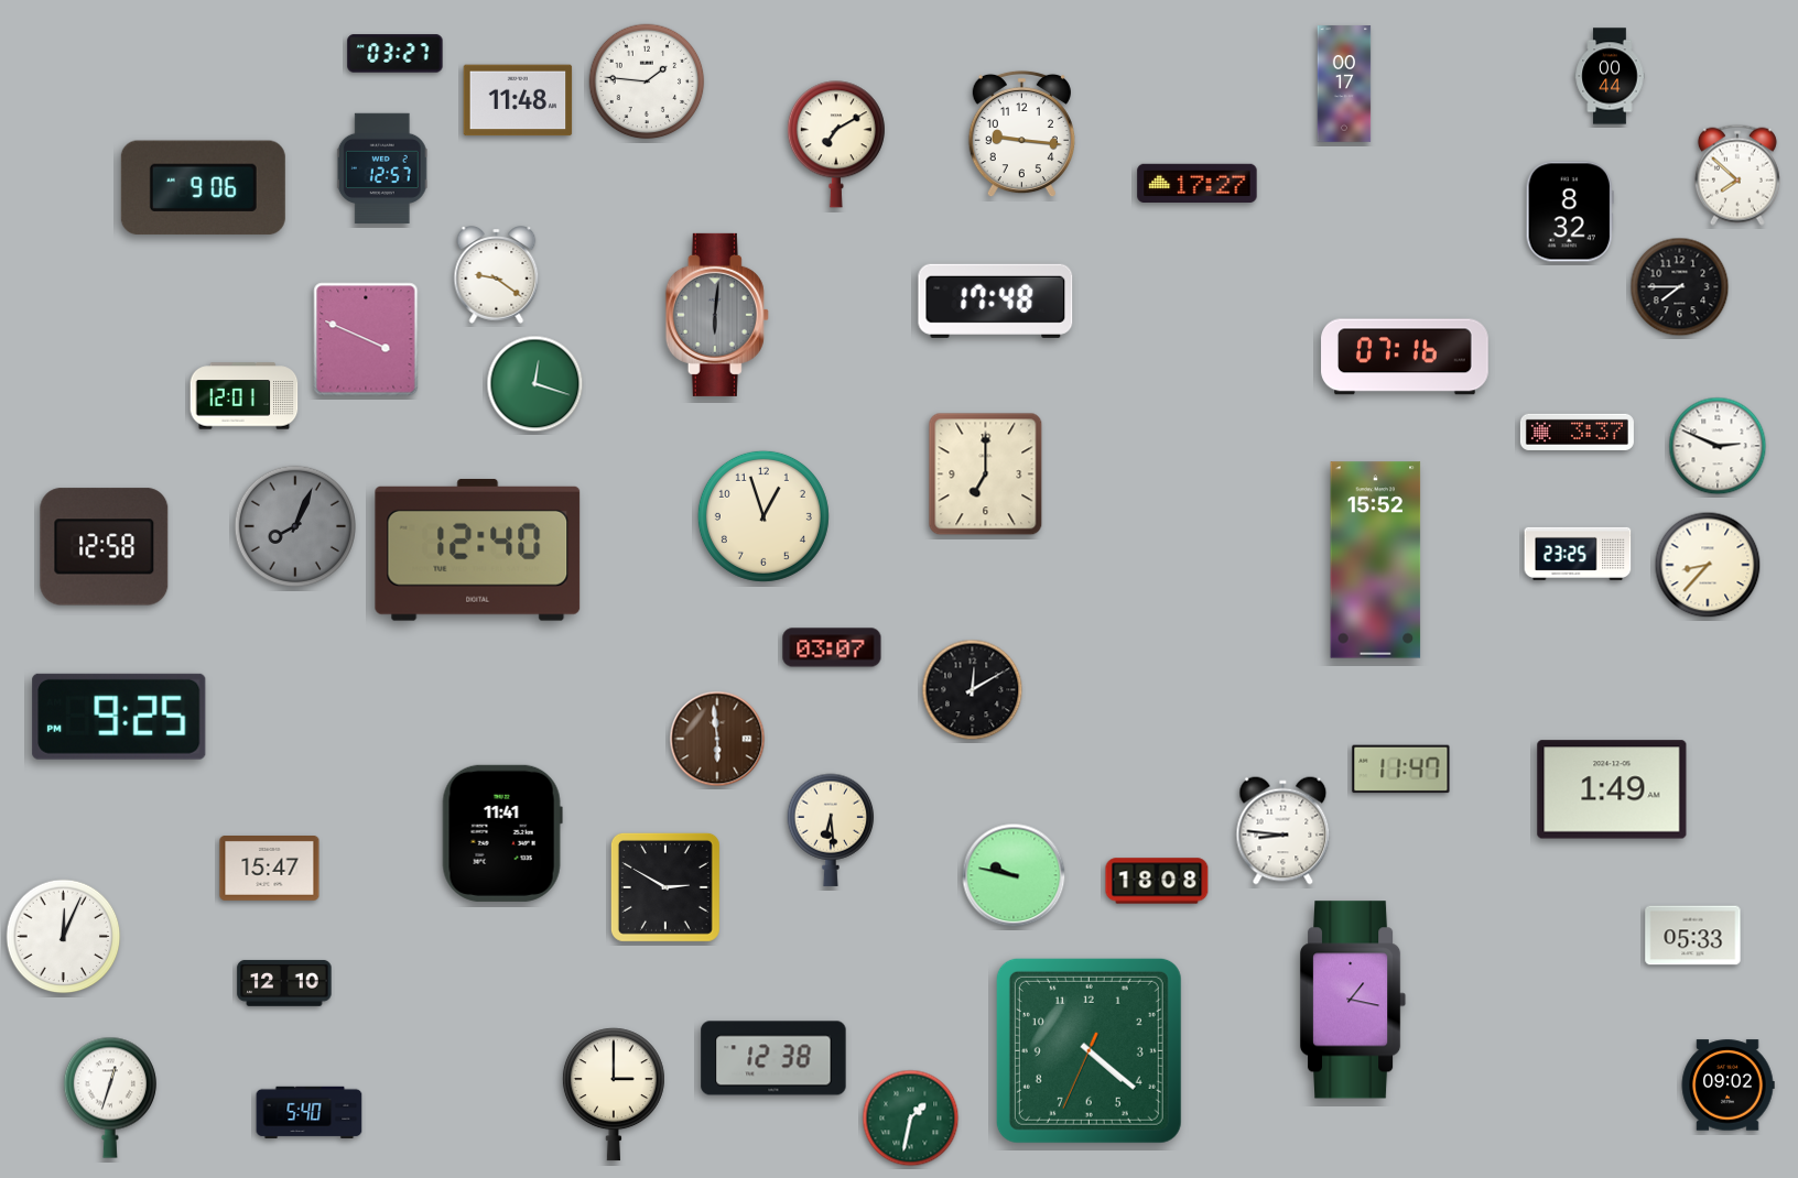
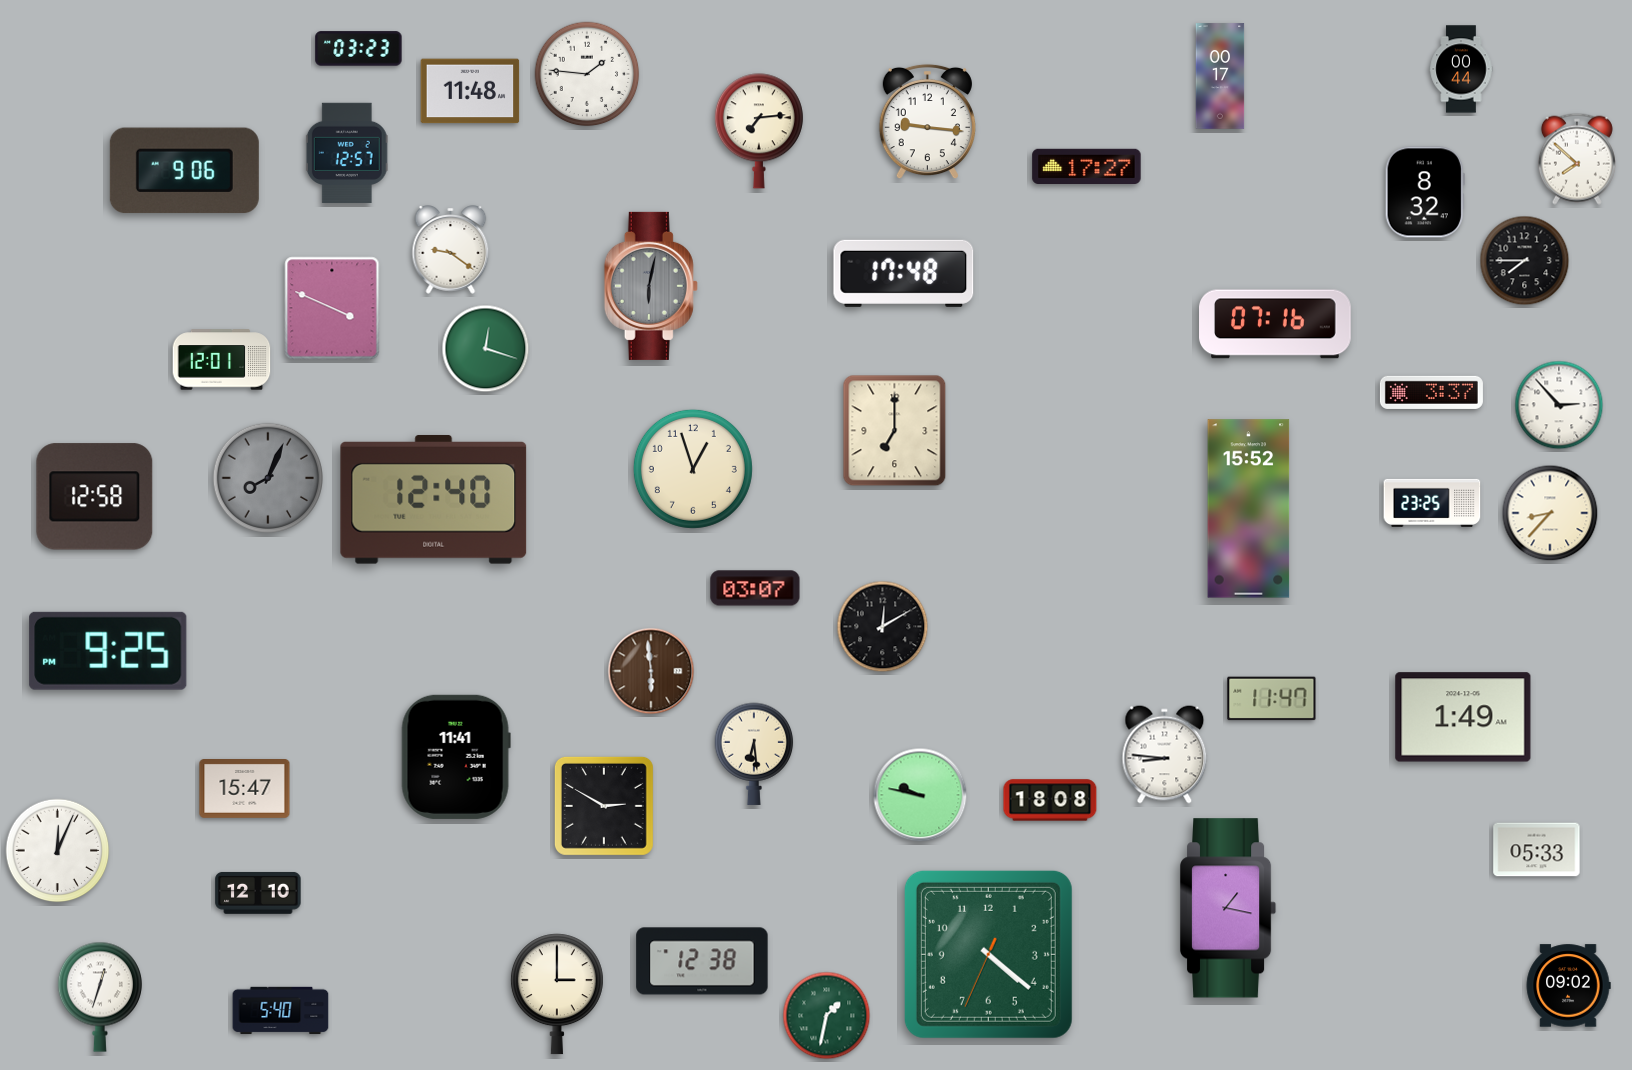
clock at (396, 54): 03:27 -> 03:23
clock at (836, 144): 7:10 -> 7:14
clock at (717, 315): 6:01 -> 6:02
clock at (1718, 446): 2:49 -> 2:53
